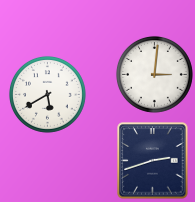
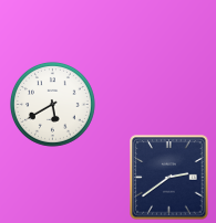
clock at (154, 74): 3:01 -> none
clock at (153, 161): 2:42 -> 2:39
